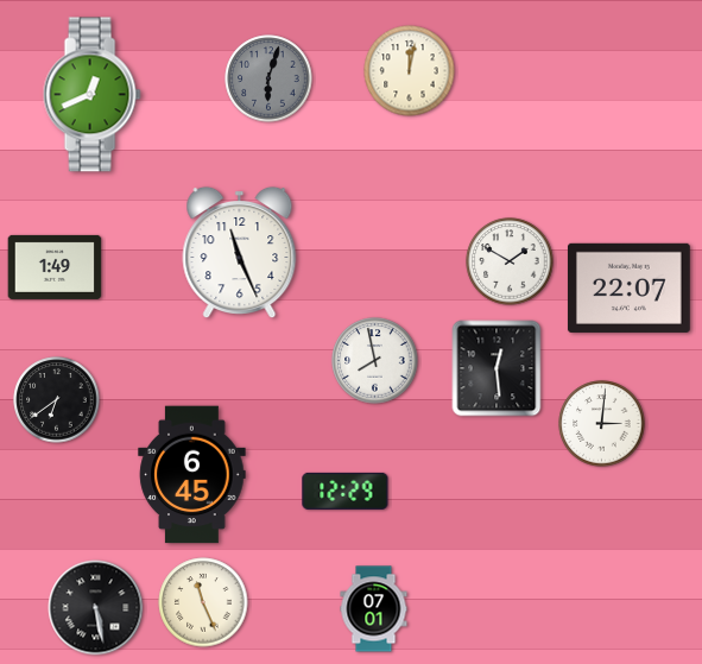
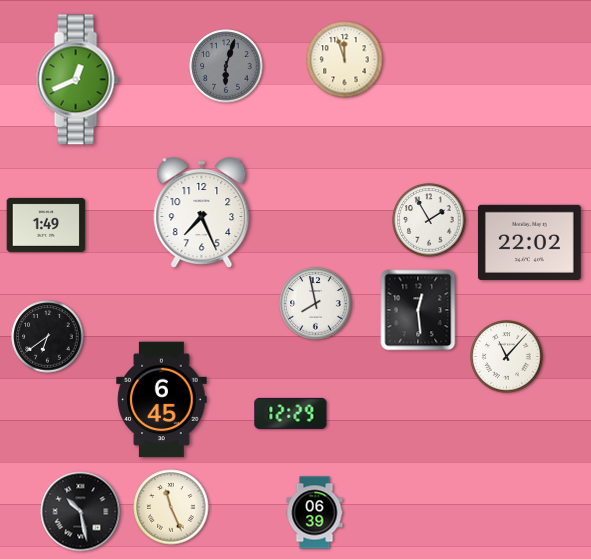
clock at (410, 71): 12:02 -> 11:57
clock at (240, 253): 11:26 -> 7:26
clock at (510, 261): 1:50 -> 1:55
clock at (628, 287): 22:07 -> 22:02
clock at (602, 424): 3:01 -> 11:07
clock at (96, 608): 5:28 -> 10:28
clock at (374, 609): 07:01 -> 06:39
